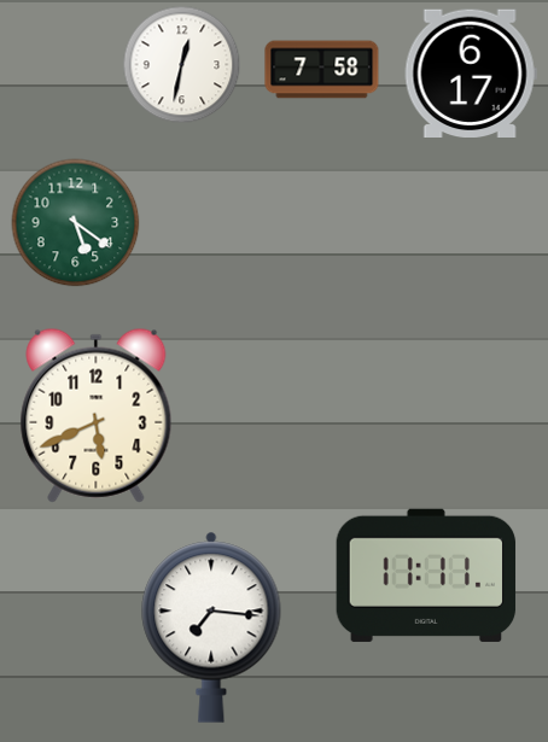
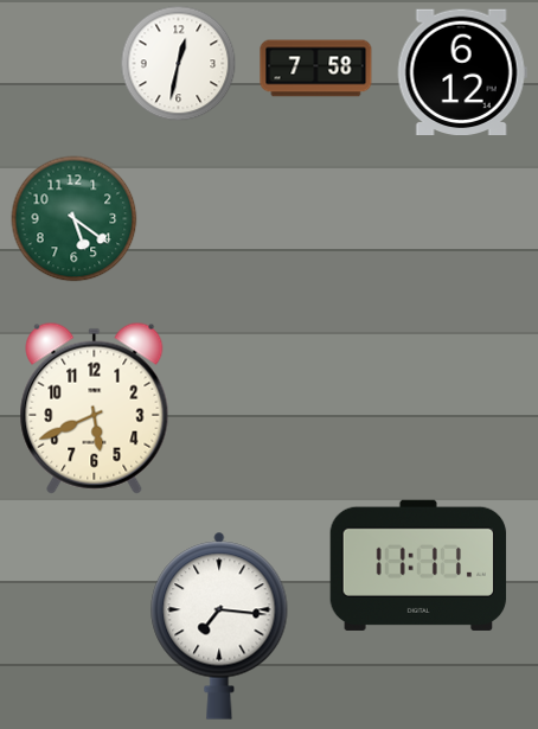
clock at (471, 74): 6:17 -> 6:12
clock at (211, 627) position: (211, 627) -> (219, 626)
